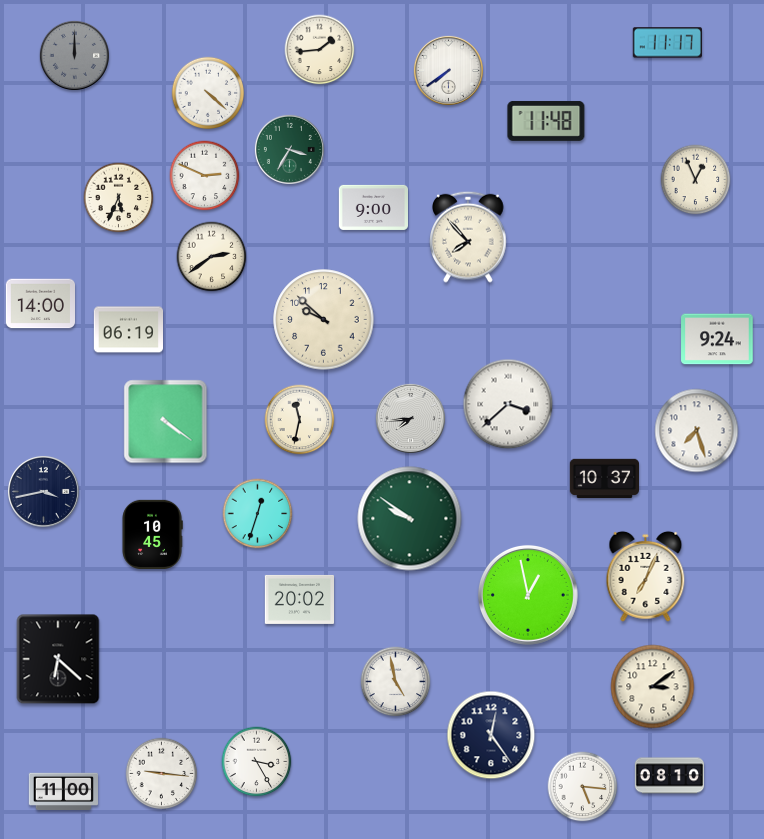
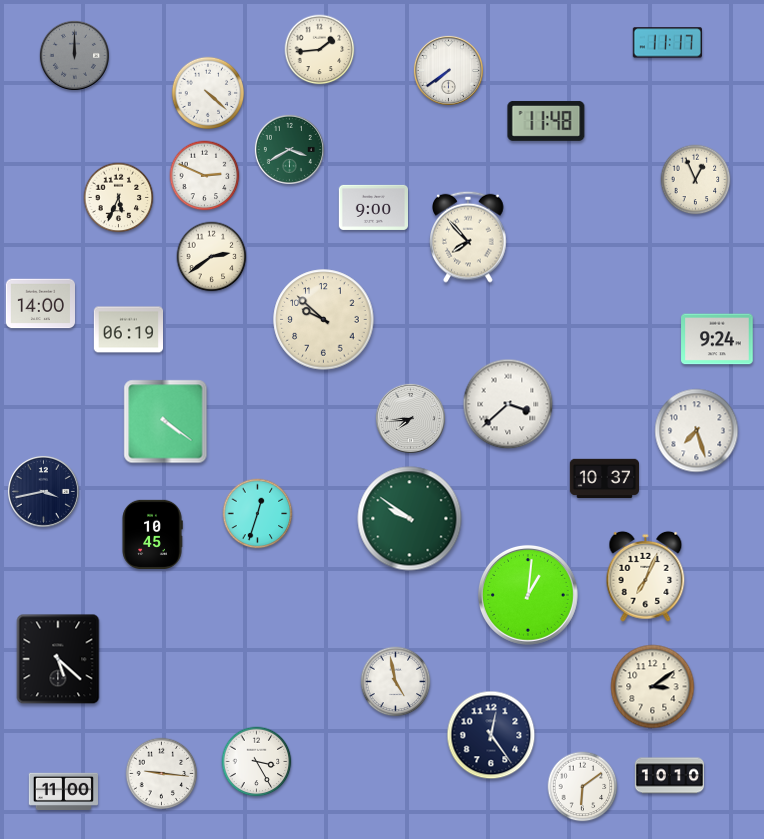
clock at (289, 149): 3:35 -> 3:40
clock at (300, 420): 11:32 -> none
clock at (528, 595): 12:58 -> 1:01
clock at (299, 599): 20:02 -> none
clock at (58, 659): 6:22 -> 5:22
clock at (669, 776): 08:10 -> 10:10
clock at (583, 787): 5:16 -> 6:09
